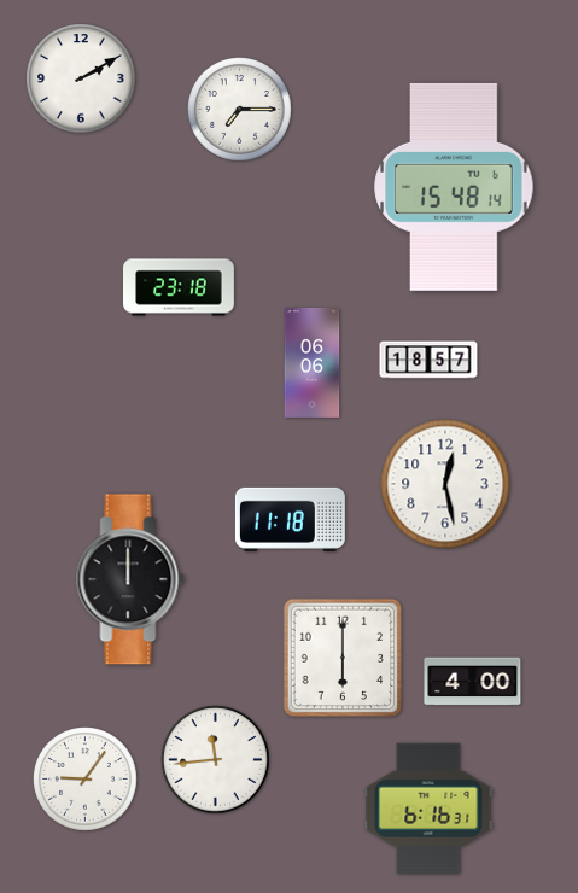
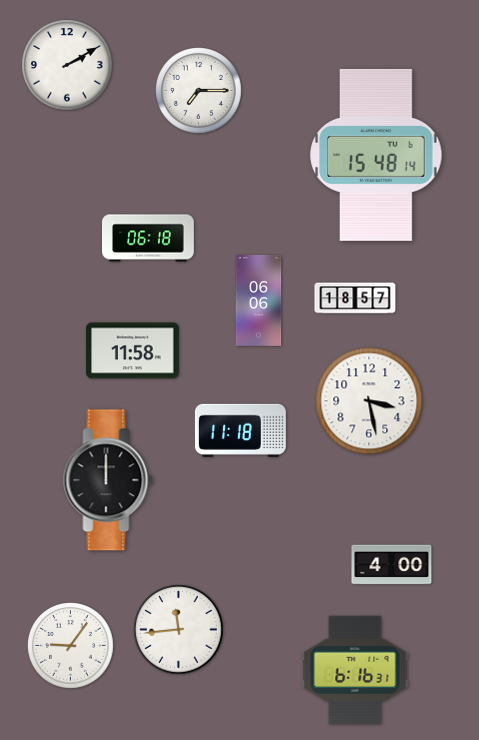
clock at (179, 287): 23:18 -> 06:18
clock at (133, 351): none -> 11:58
clock at (445, 484): 12:28 -> 3:28
clock at (343, 658): 6:00 -> none
